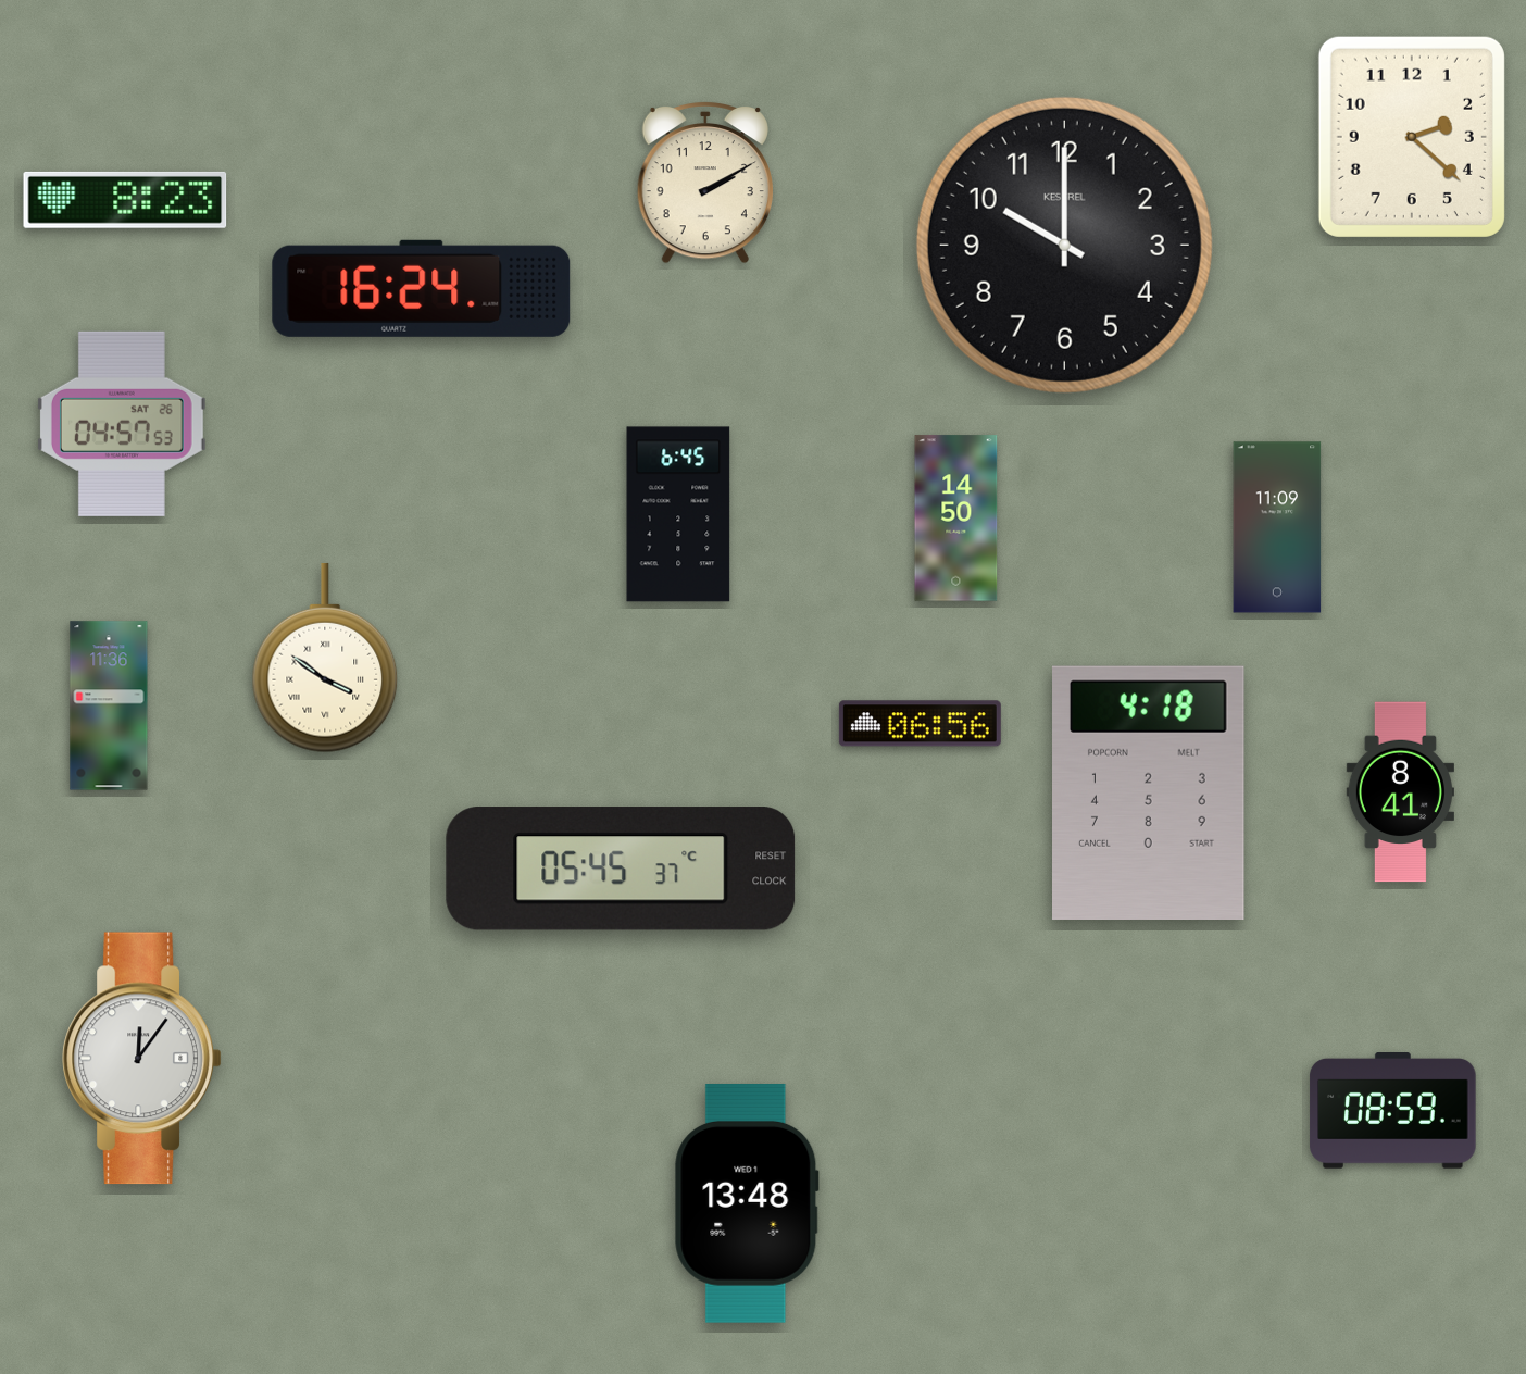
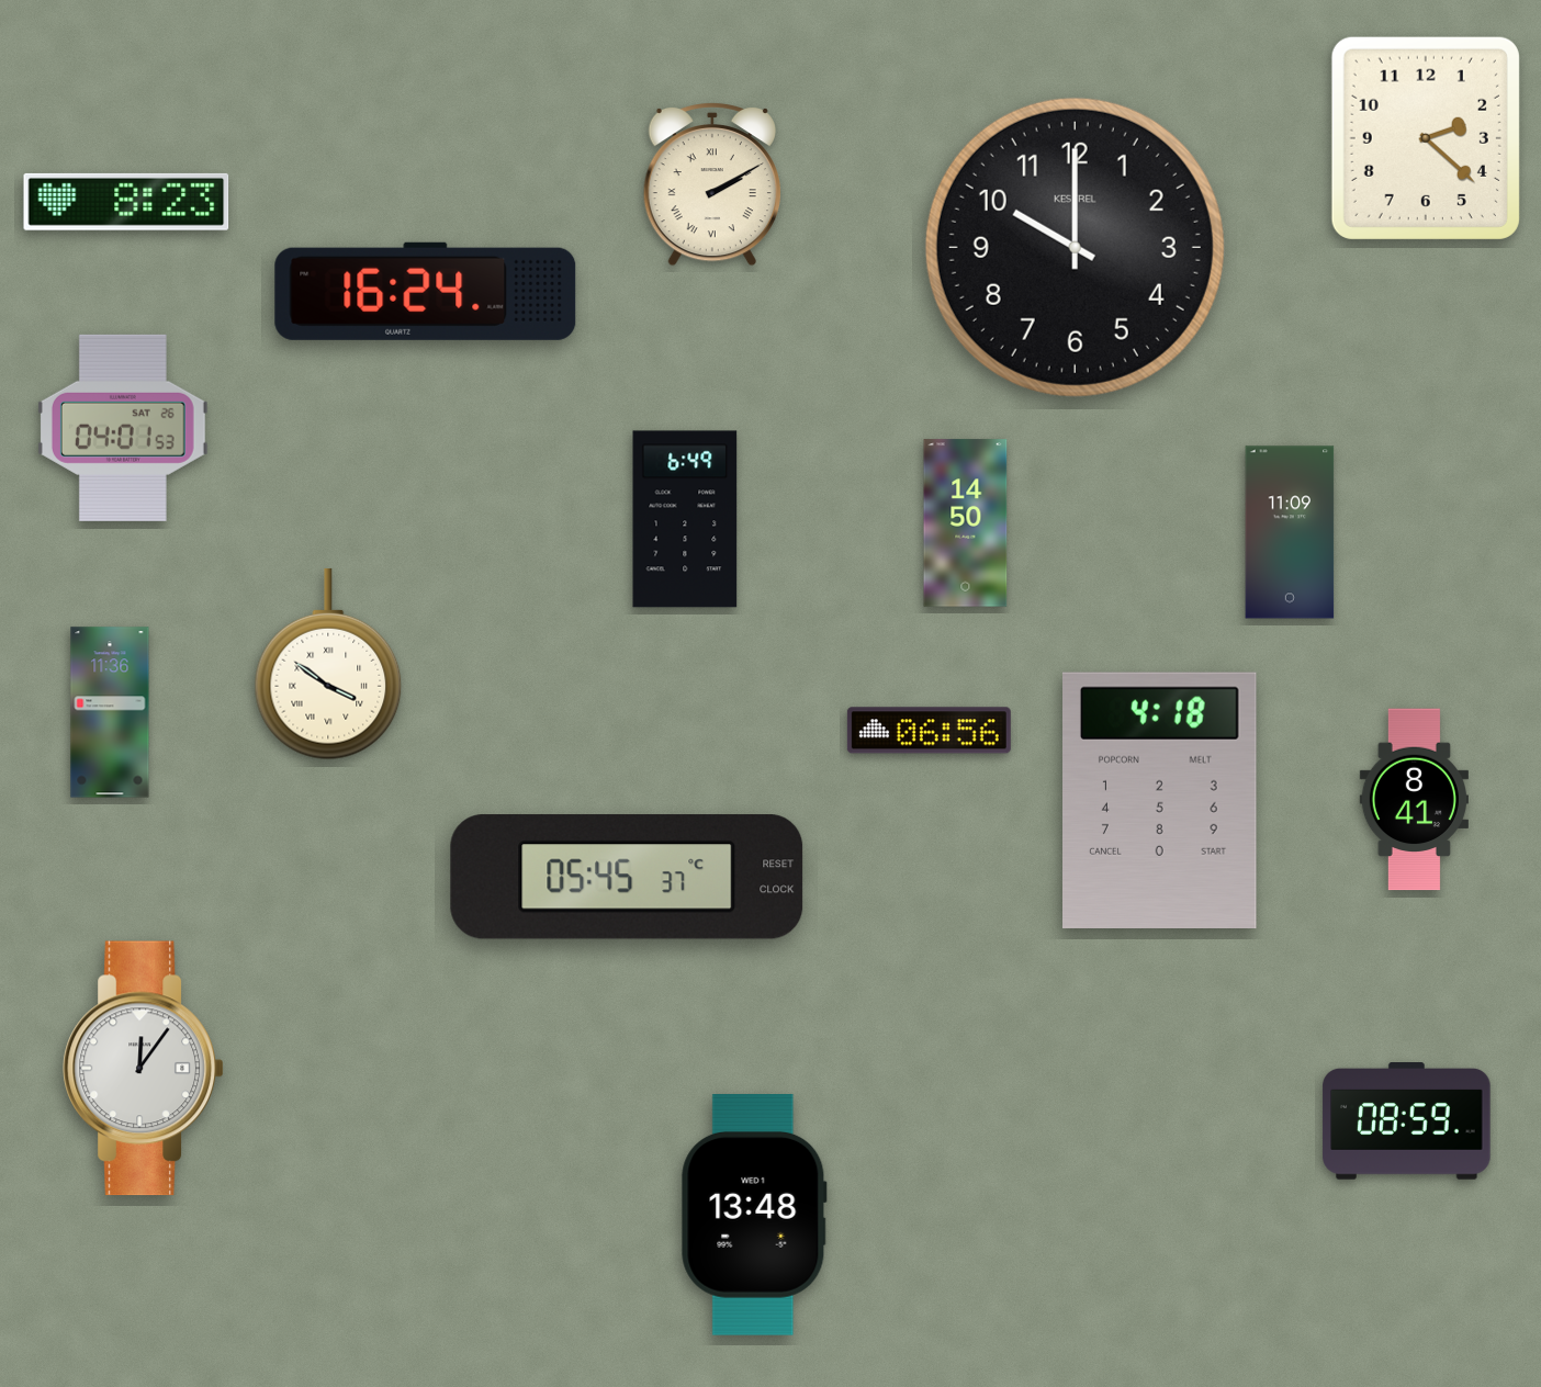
clock at (705, 183) numerals: Arabic -> Roman
clock at (122, 424): 04:57 -> 04:01
clock at (678, 514): 6:45 -> 6:49
